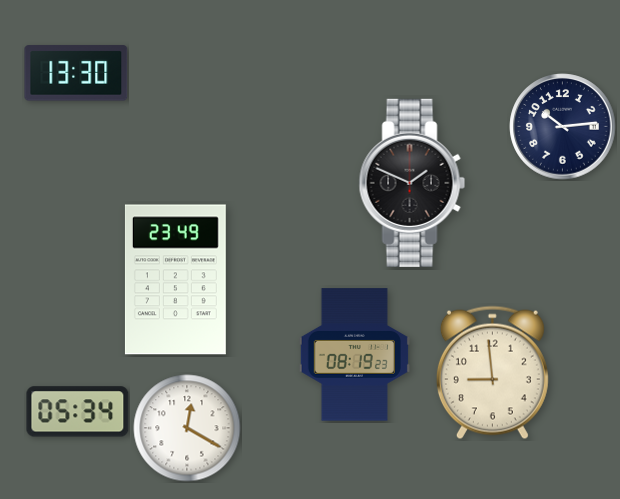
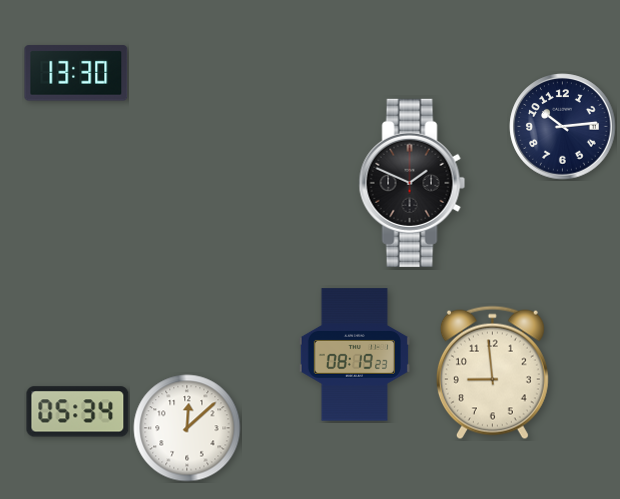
clock at (175, 280): 23:49 -> none
clock at (187, 428): 12:20 -> 12:08
